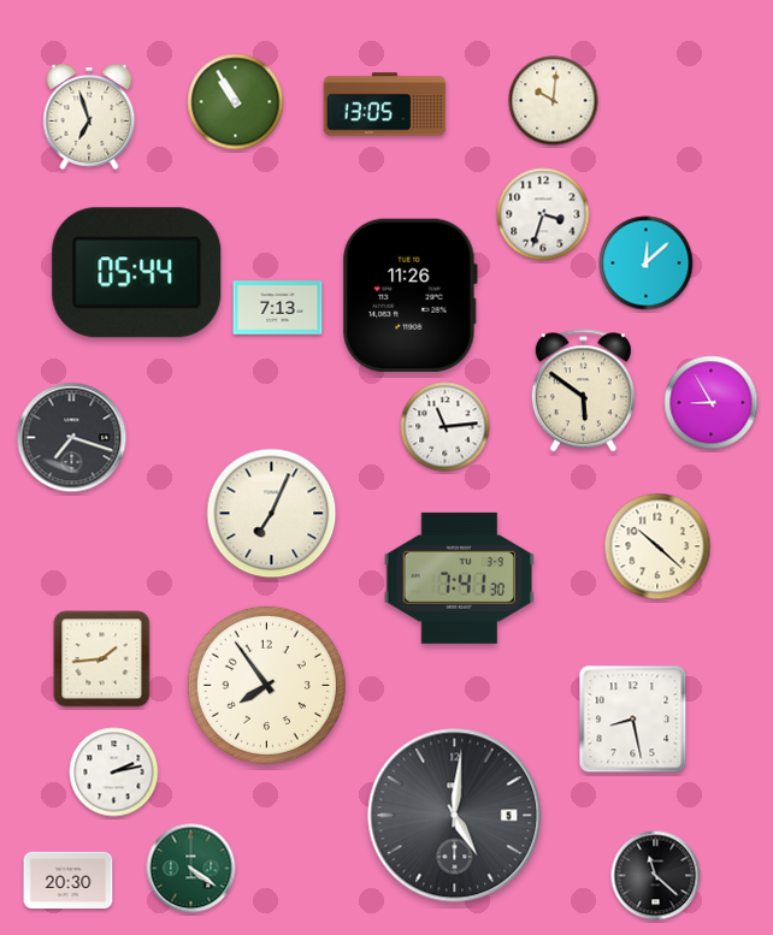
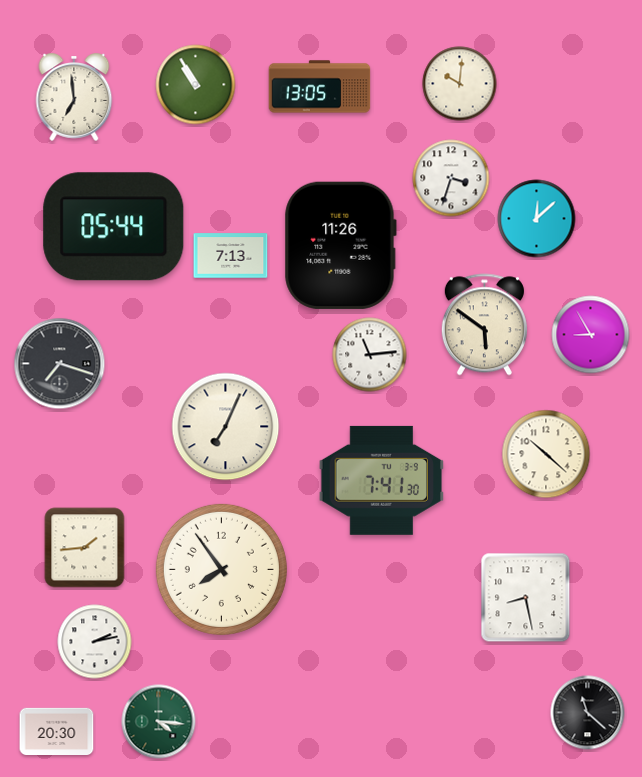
clock at (89, 117): 6:57 -> 6:59
clock at (455, 816): 5:01 -> none
clock at (191, 869): 4:21 -> 4:16
clock at (656, 876) position: (656, 876) -> (588, 713)
